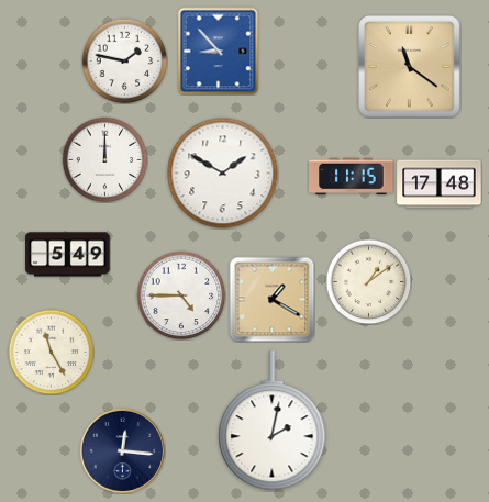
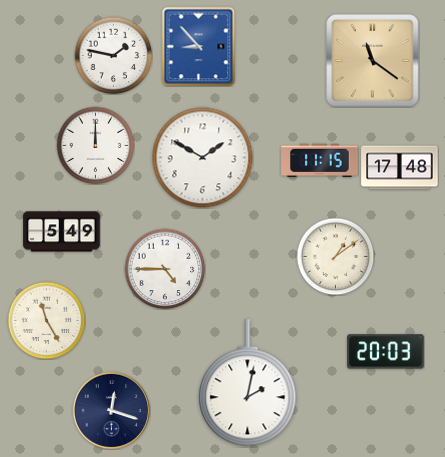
clock at (271, 299): 1:20 -> none
clock at (386, 352): none -> 20:03
clock at (122, 450): 12:16 -> 12:18
